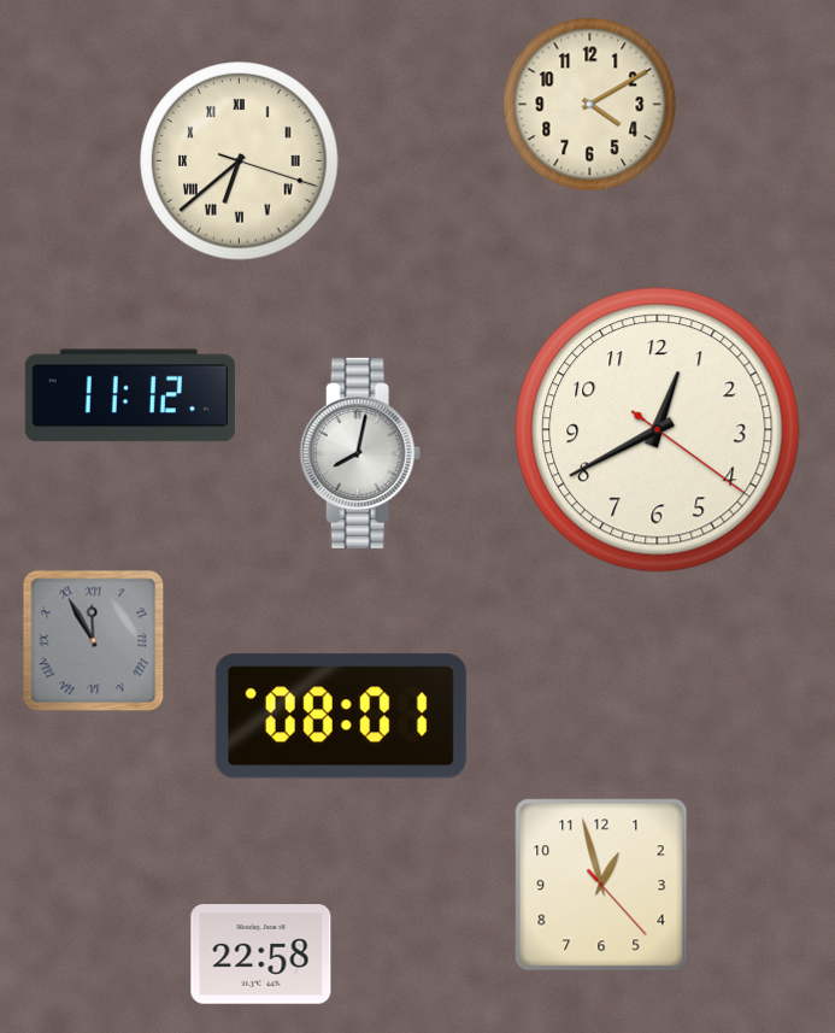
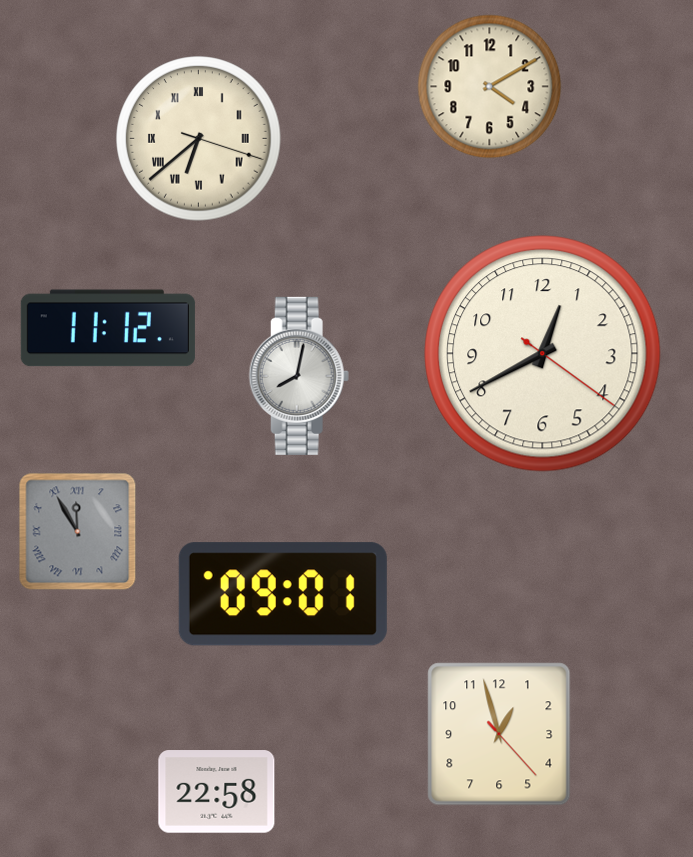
clock at (240, 162) position: (240, 162) -> (199, 139)
clock at (658, 430) position: (658, 430) -> (543, 354)
clock at (341, 716): 08:01 -> 09:01
